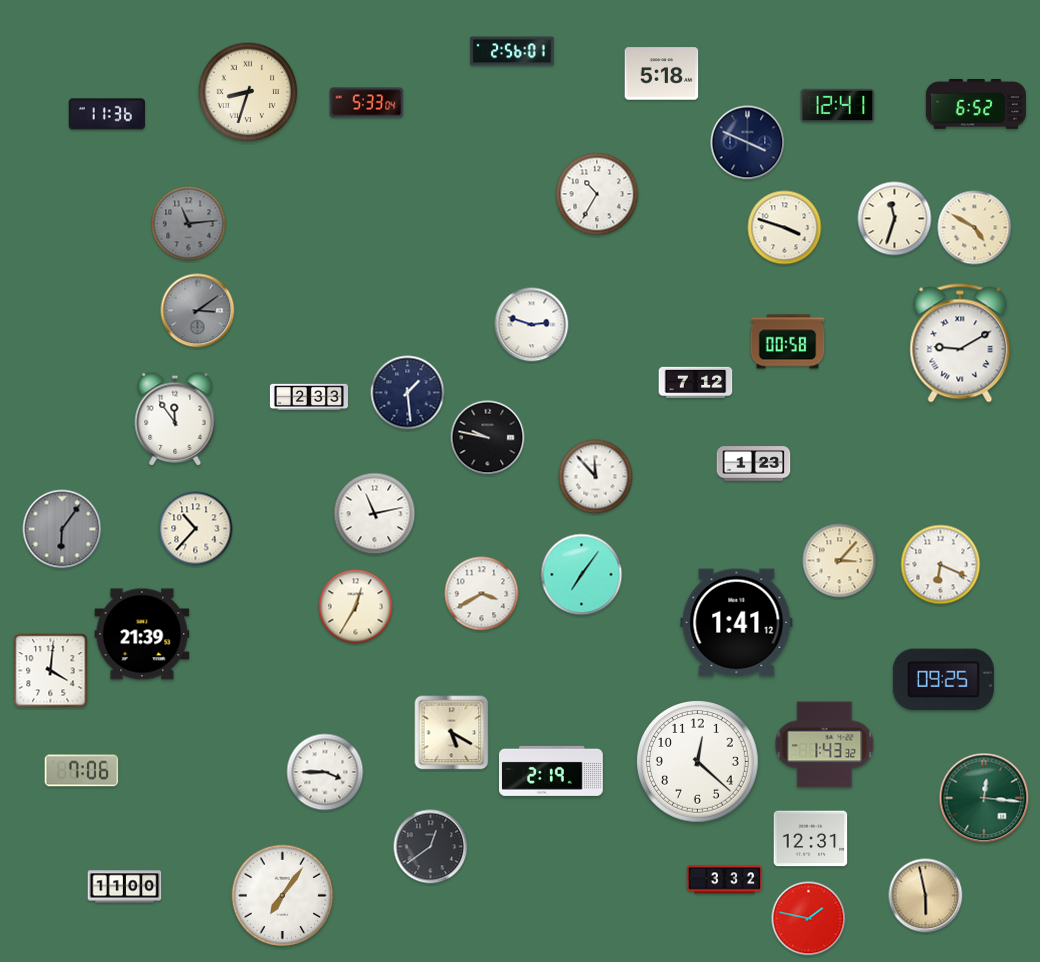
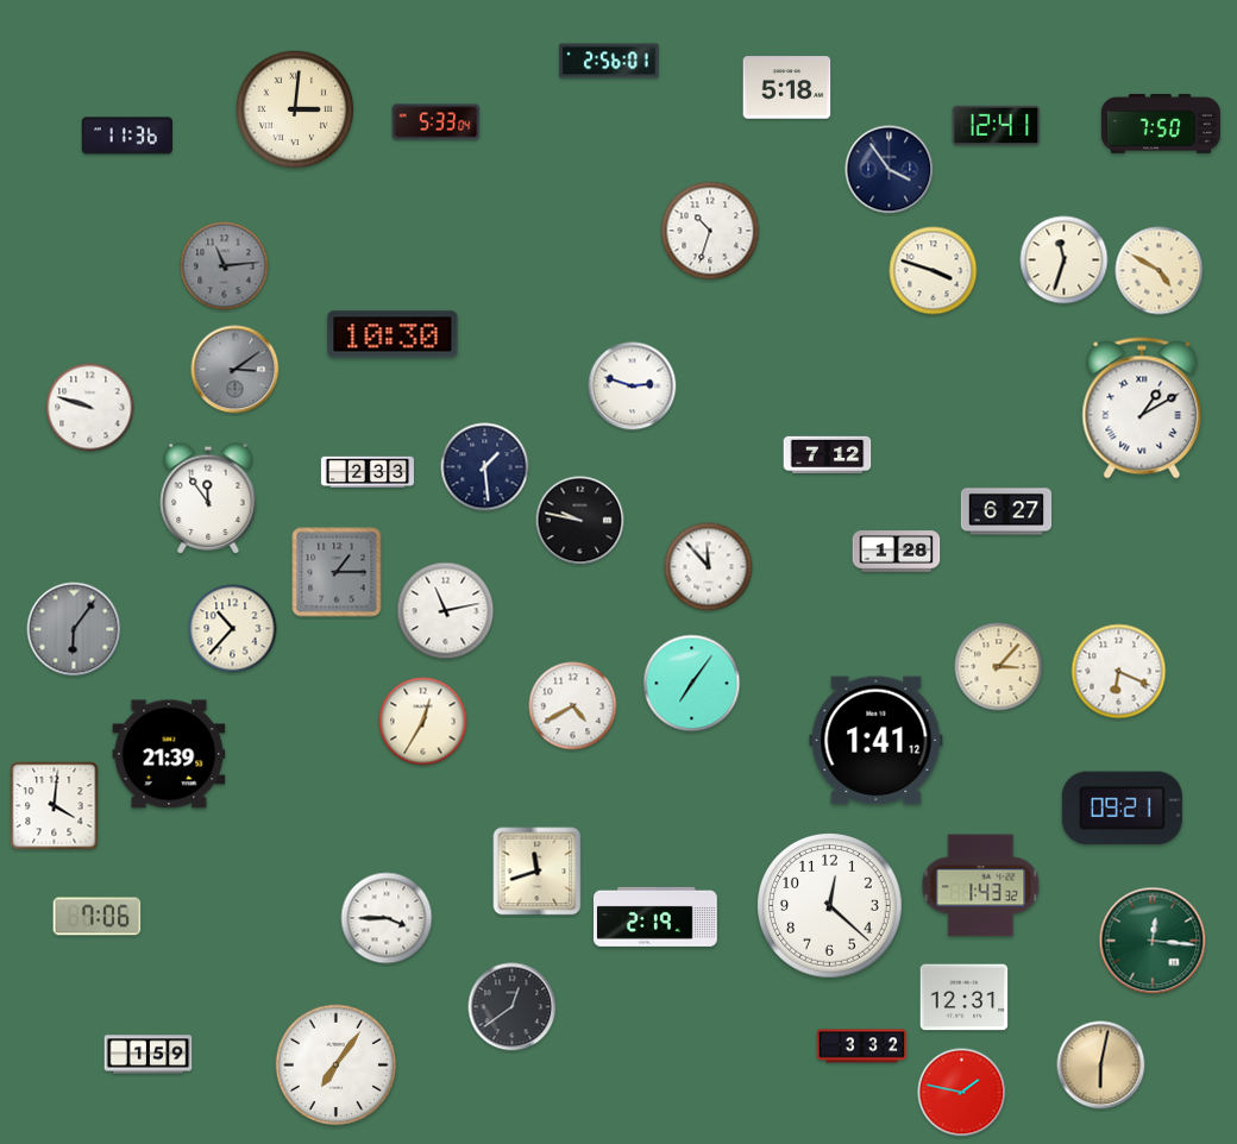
clock at (248, 92): 8:33 -> 3:01
clock at (976, 104): 6:52 -> 7:50
clock at (748, 143): 3:49 -> 3:54
clock at (597, 194): 10:35 -> 10:33
clock at (393, 334): none -> 10:30
clock at (788, 342): 00:58 -> none
clock at (90, 408): none -> 9:48
clock at (960, 343): 9:10 -> 1:10
clock at (1006, 511): none -> 6:27
clock at (754, 464): 1:23 -> 1:28
clock at (337, 572): none -> 1:15
clock at (482, 594): 3:40 -> 4:40
clock at (51, 671) position: (51, 671) -> (55, 806)
clock at (943, 680): 09:25 -> 09:21
clock at (452, 733): 5:20 -> 11:42
clock at (984, 798) position: (984, 798) -> (1153, 941)
clock at (125, 887): 11:00 -> 1:59
clock at (926, 896): 5:58 -> 6:02
